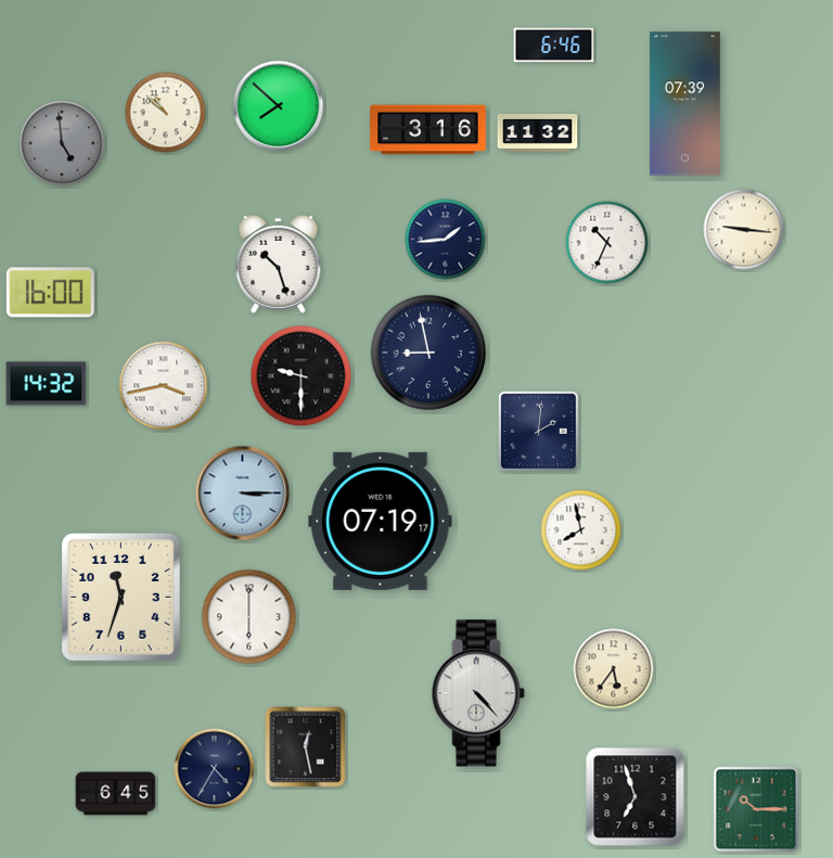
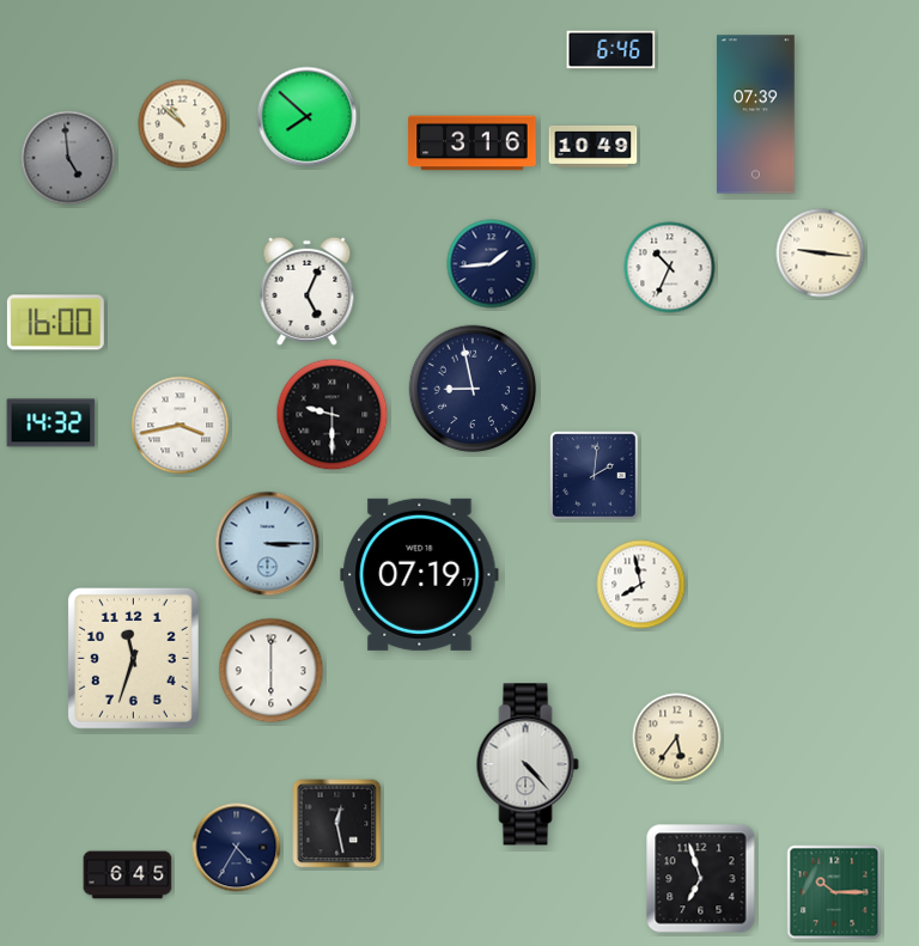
clock at (538, 132): 11:32 -> 10:49
clock at (279, 264): 10:27 -> 5:04
clock at (249, 617) position: (249, 617) -> (272, 671)
